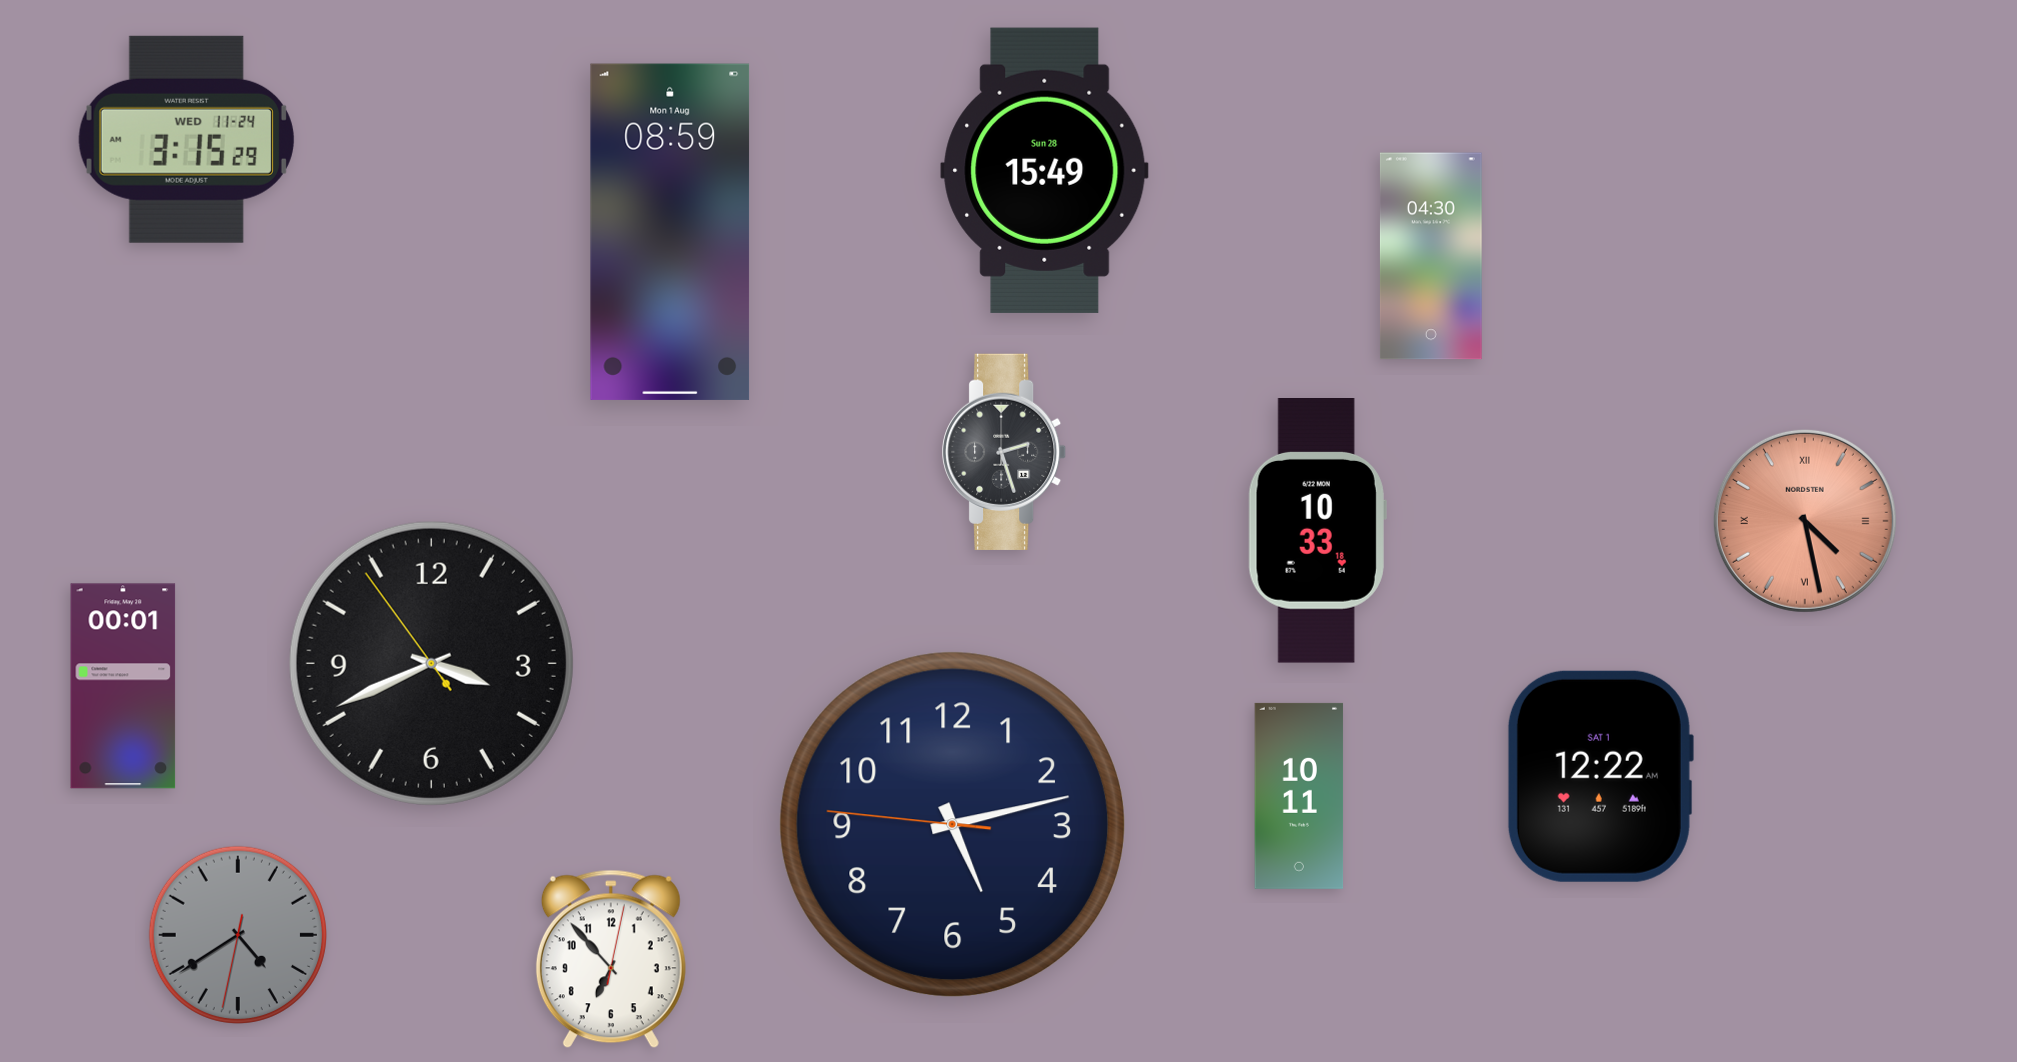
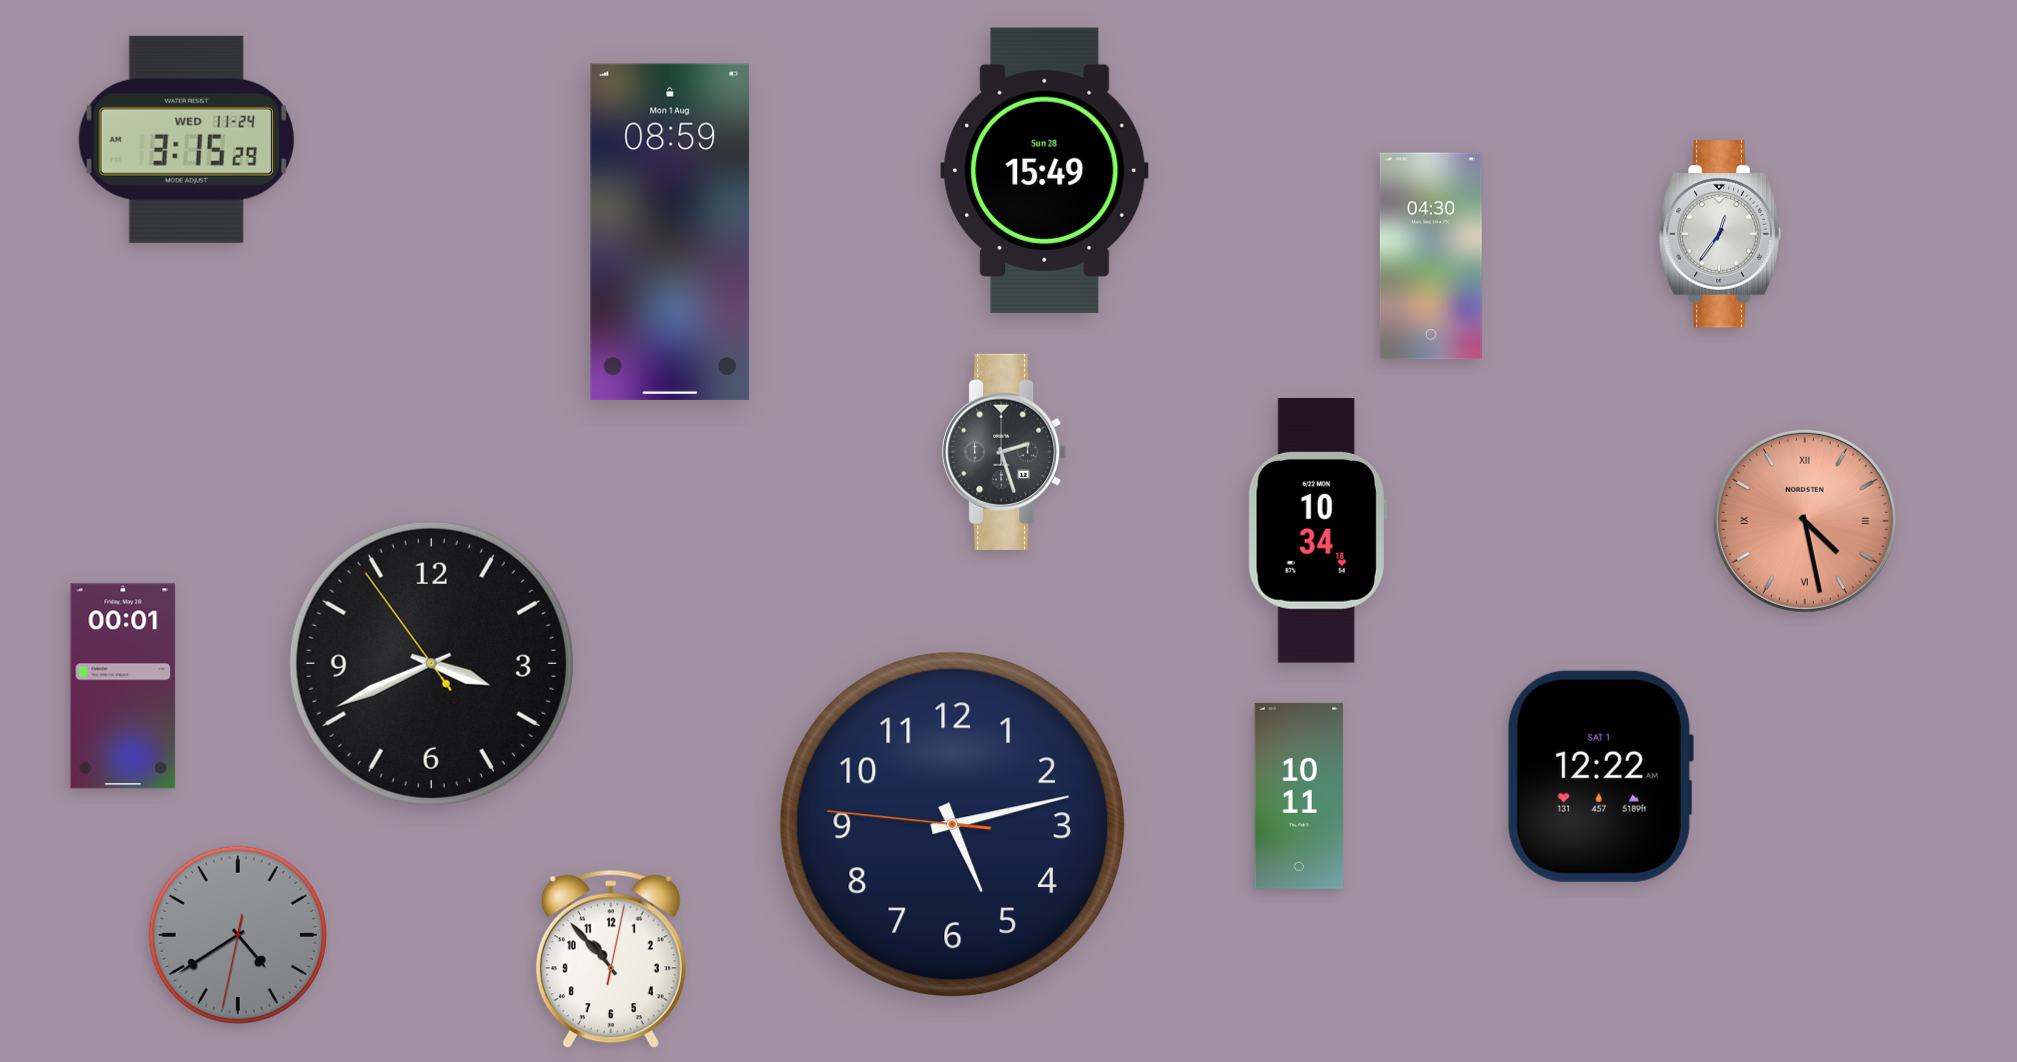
clock at (1720, 235): none -> 12:36
clock at (1317, 531): 10:33 -> 10:34
clock at (611, 959): 6:53 -> 10:53
